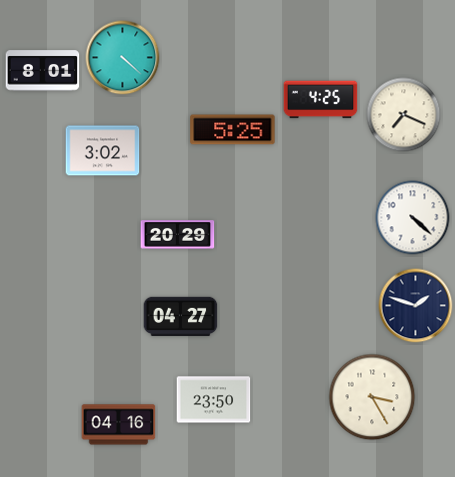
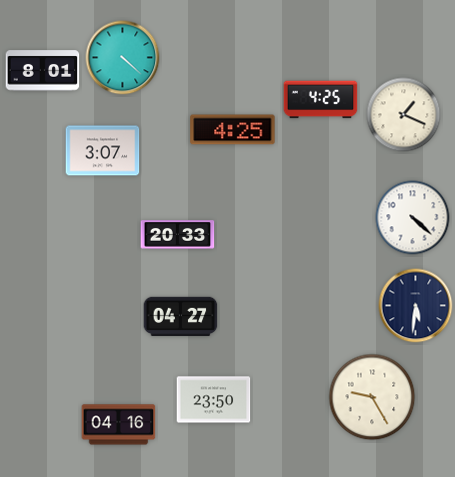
clock at (404, 115): 7:19 -> 1:19
clock at (233, 130): 5:25 -> 4:25
clock at (103, 151): 3:02 -> 3:07
clock at (178, 235): 20:29 -> 20:33
clock at (416, 306): 1:48 -> 5:31
clock at (372, 397): 3:25 -> 9:25
